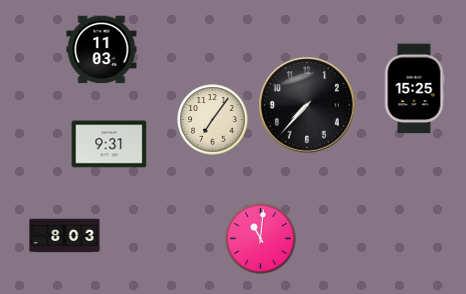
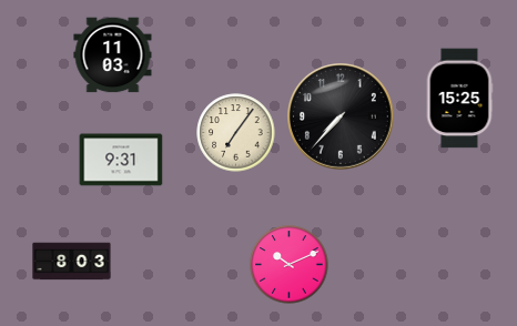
clock at (261, 239): 11:01 -> 10:11
